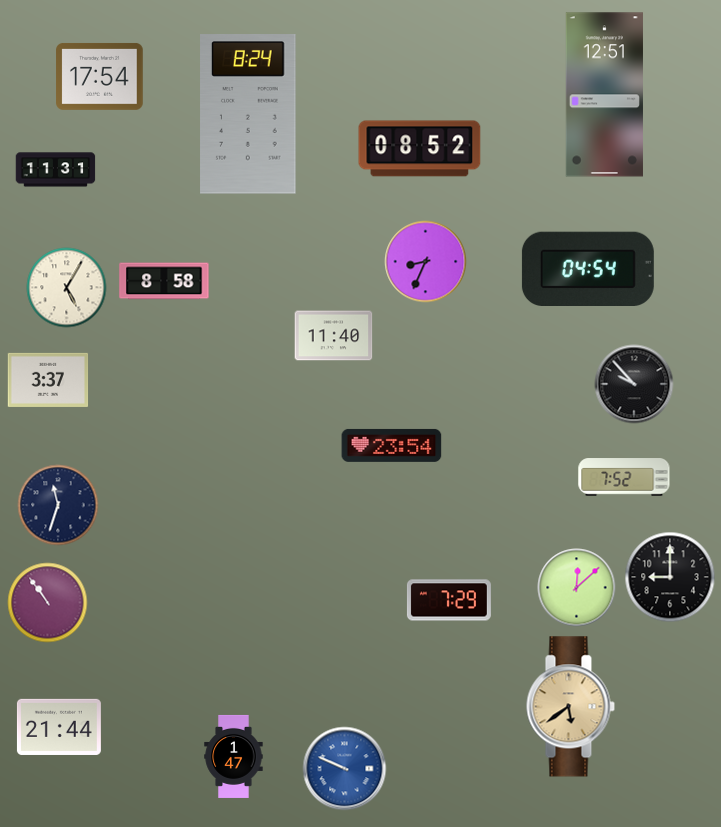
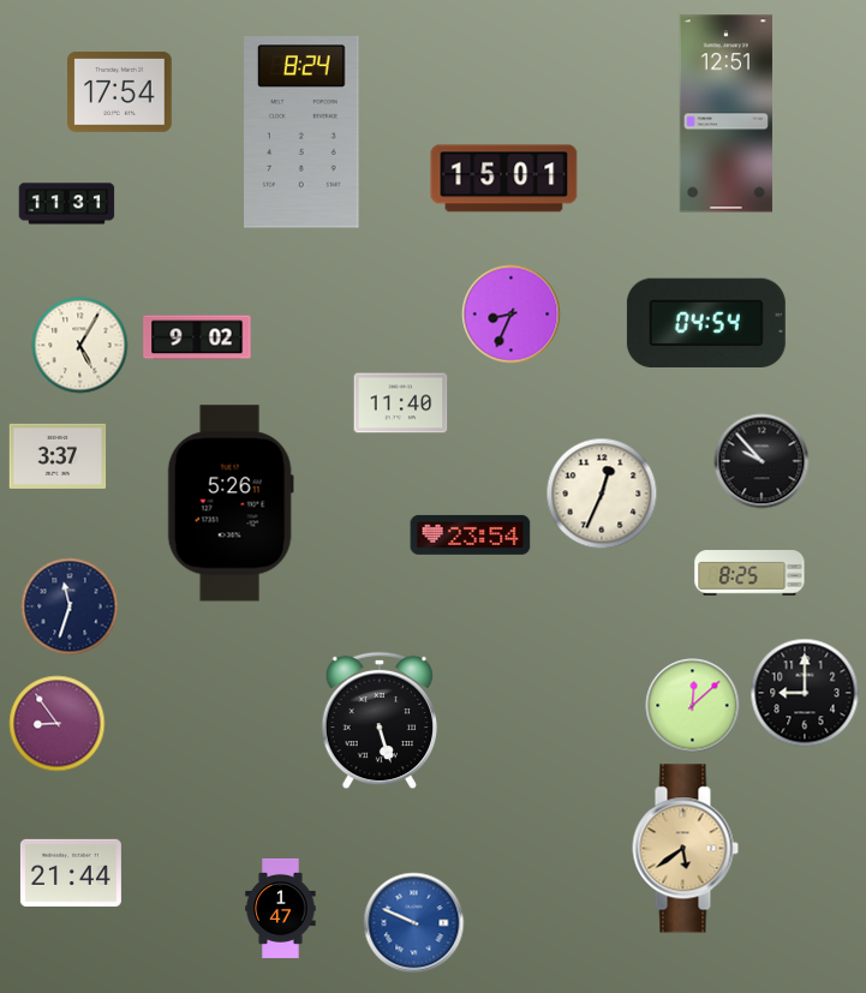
clock at (248, 114) position: (248, 114) -> (301, 132)
clock at (420, 149): 08:52 -> 15:01
clock at (164, 281): 8:58 -> 9:02
clock at (602, 493): none -> 12:34
clock at (231, 503): none -> 5:26
clock at (624, 477): 7:52 -> 8:25
clock at (380, 720): none -> 5:27
clock at (449, 600): 7:29 -> none
clock at (48, 603): 10:54 -> 8:54
